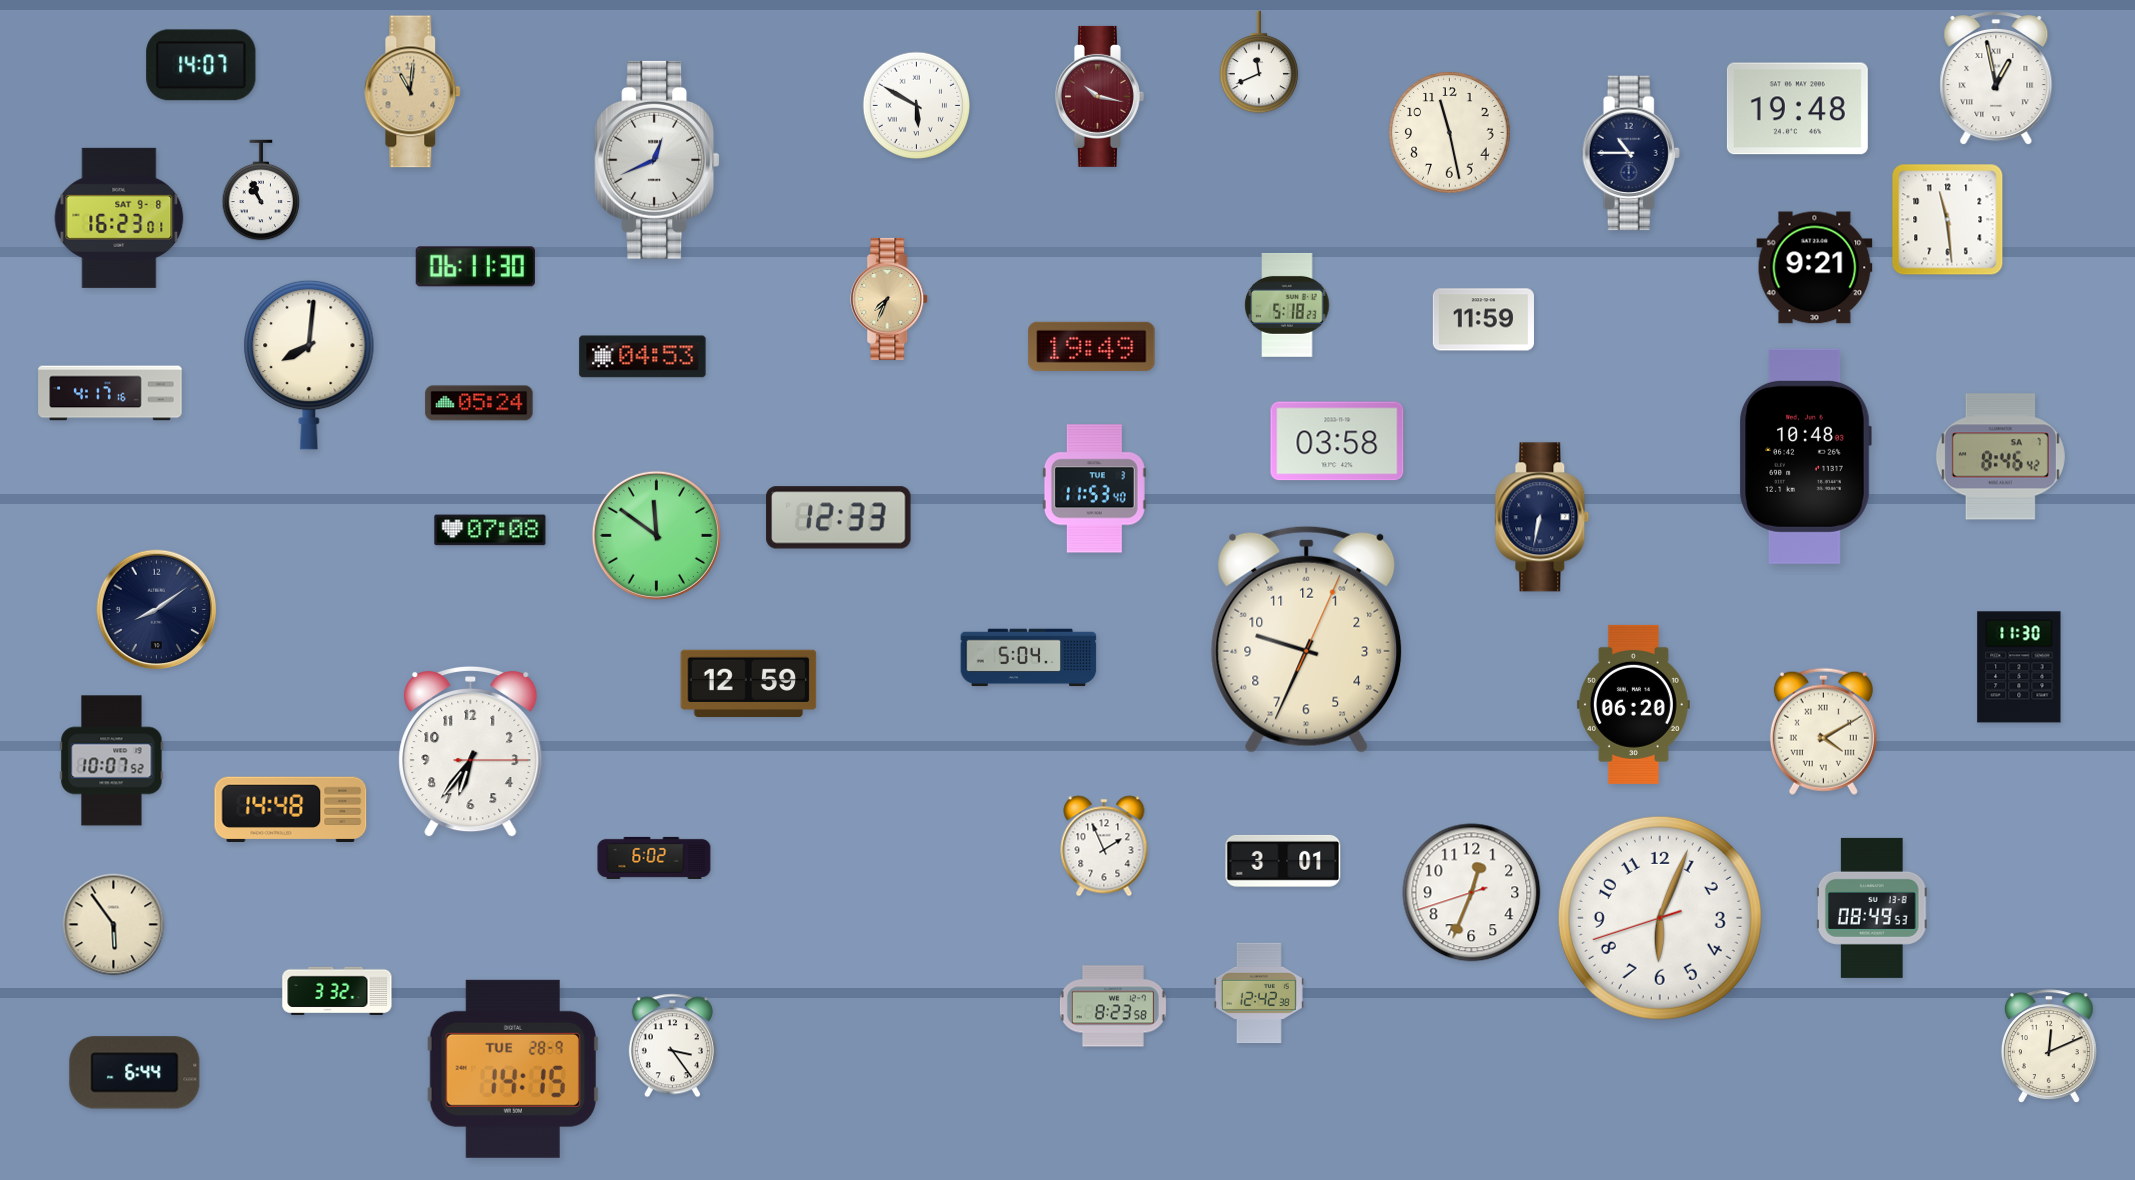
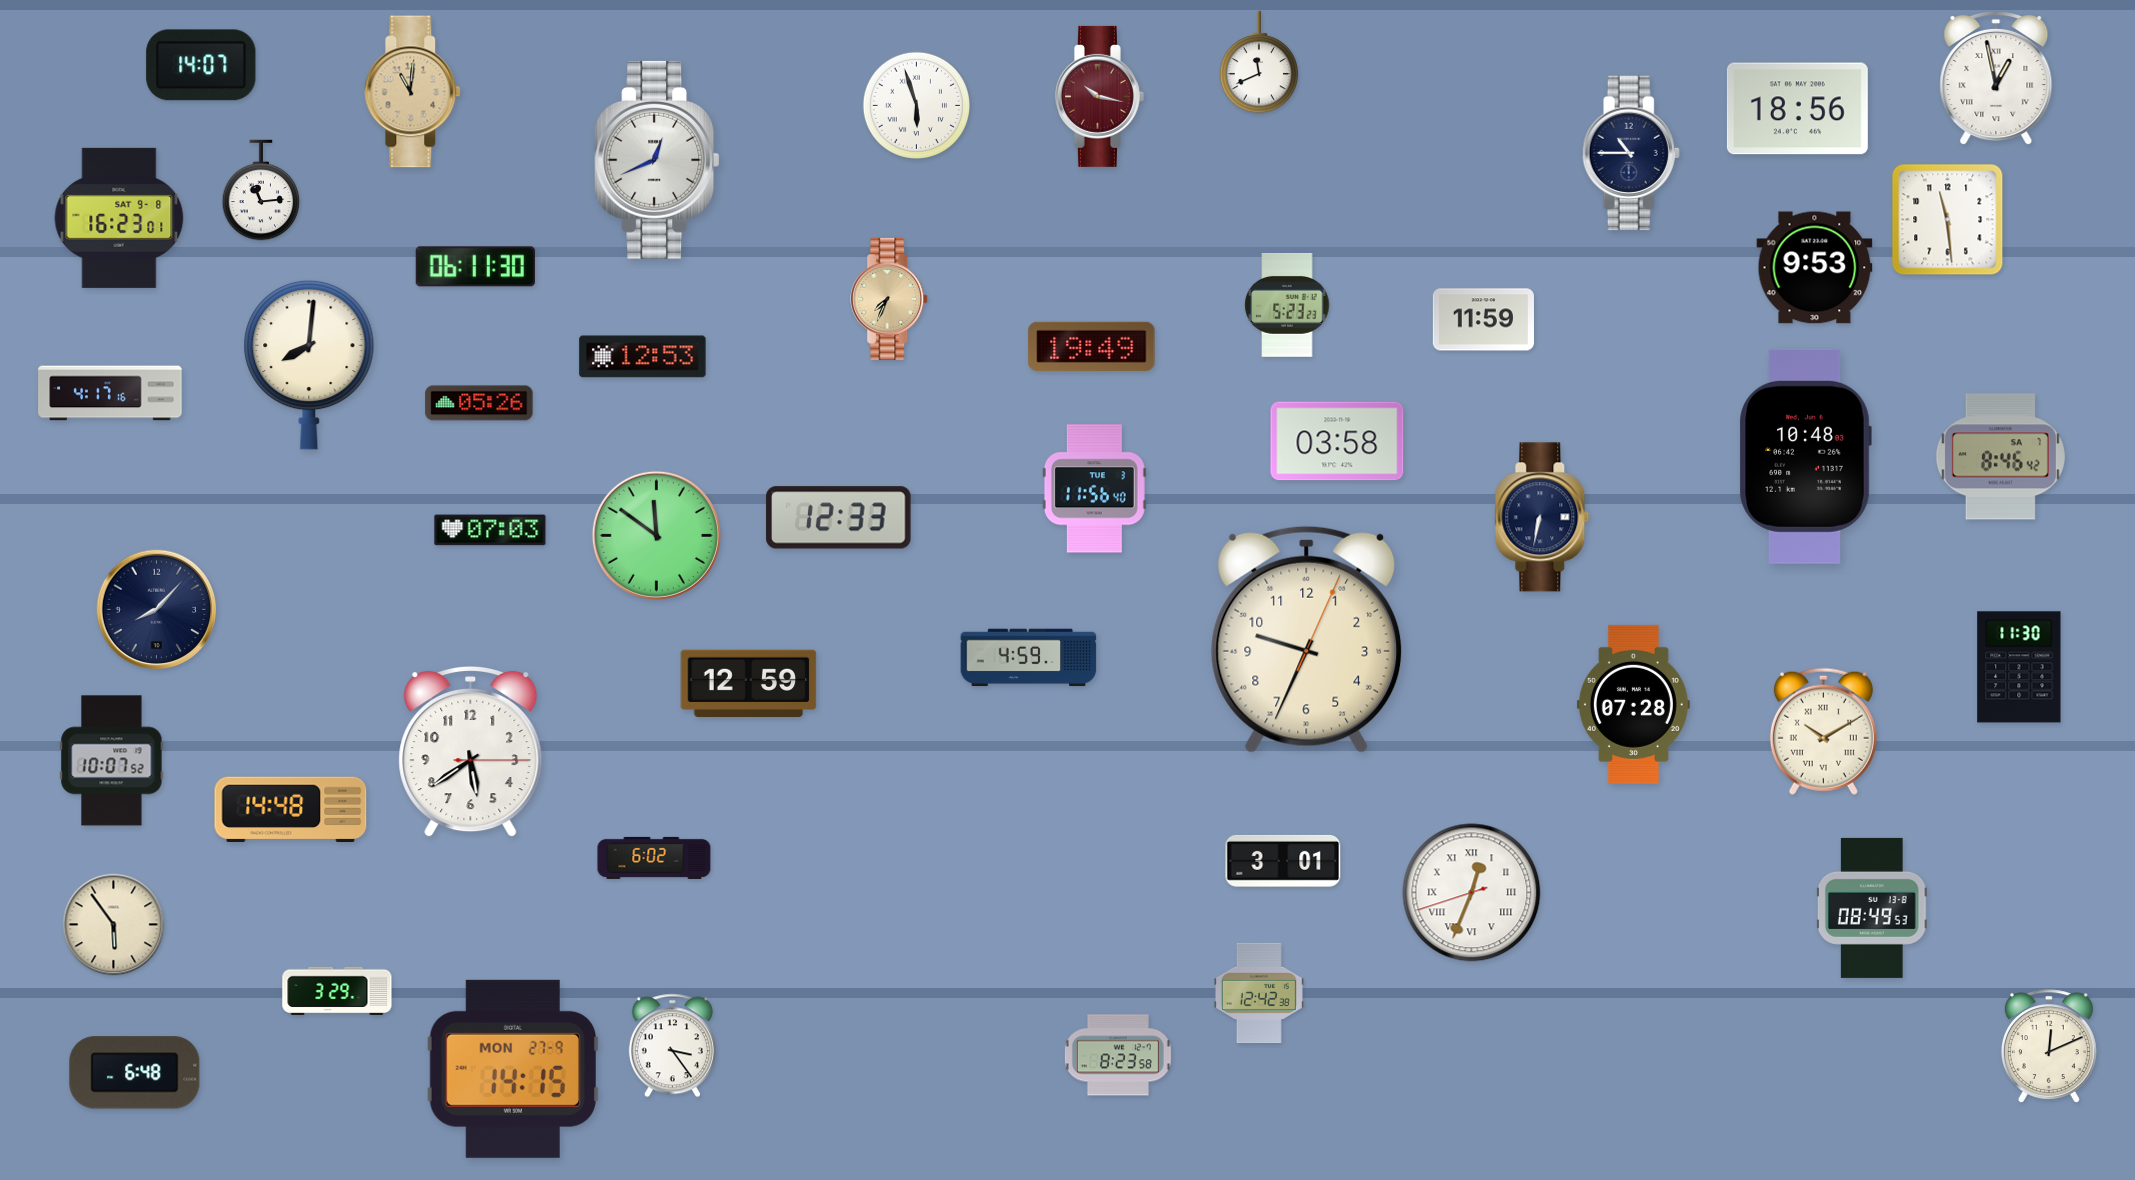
clock at (916, 105): 5:50 -> 5:57
clock at (1797, 109): 19:48 -> 18:56
clock at (1450, 133): 11:28 -> none
clock at (261, 190): 10:56 -> 11:14
clock at (1815, 268): 9:21 -> 9:53
clock at (1287, 305): 5:18 -> 5:23
clock at (643, 357): 04:53 -> 12:53
clock at (479, 403): 05:24 -> 05:26
clock at (1094, 489): 11:53 -> 11:56
clock at (490, 530): 07:08 -> 07:03
clock at (157, 610): 8:09 -> 8:07
clock at (1029, 658): 5:04 -> 4:59
clock at (1633, 704): 06:20 -> 07:28
clock at (1823, 731): 4:10 -> 10:10
clock at (471, 752): 6:36 -> 5:39
clock at (1104, 846): 1:56 -> none
clock at (1472, 893) numerals: Arabic -> Roman
clock at (1660, 918): 6:03 -> none
clock at (337, 991): 3:32 -> 3:29
clock at (1113, 1006) position: (1113, 1006) -> (1118, 1055)
clock at (513, 1069) date: TUE 28-9 -> MON 27-9
clock at (135, 1073): 6:44 -> 6:48
